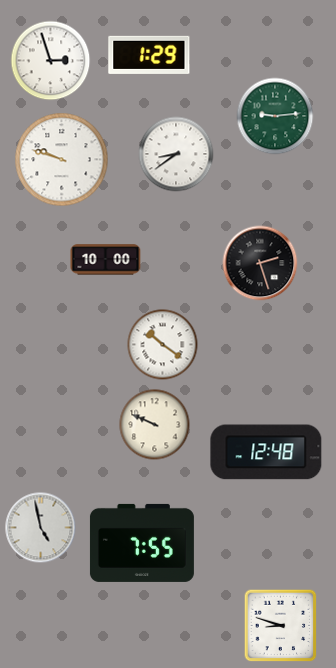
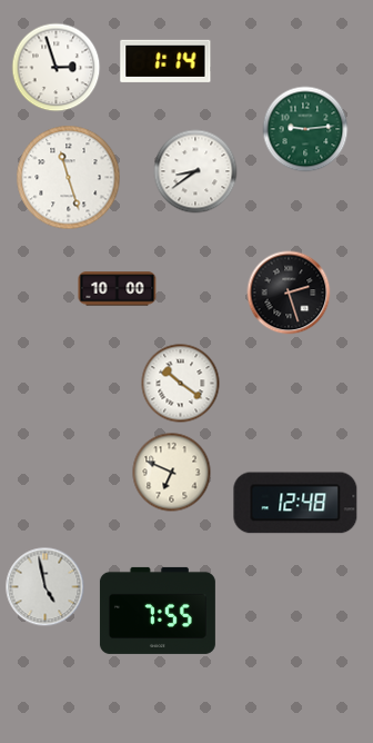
clock at (149, 55): 1:29 -> 1:14
clock at (62, 160): 9:48 -> 11:27
clock at (155, 425): 9:49 -> 6:49
clock at (142, 543) position: (142, 543) -> (158, 611)
clock at (281, 626): 8:48 -> none
